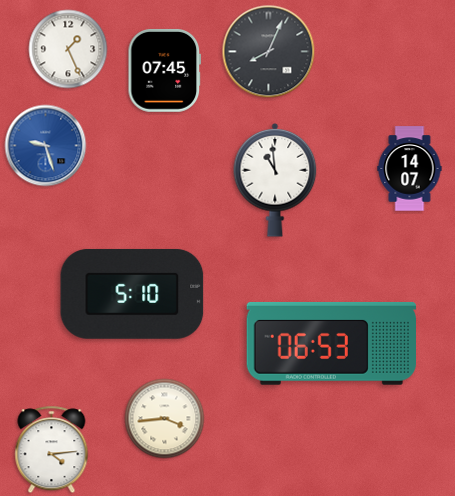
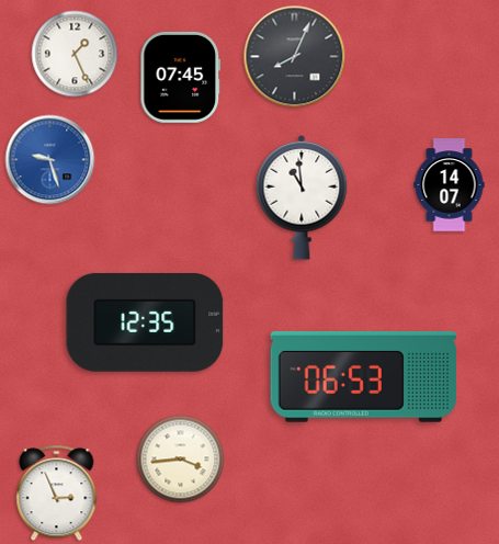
clock at (132, 294): 5:10 -> 12:35
clock at (52, 450): 4:14 -> 2:56
